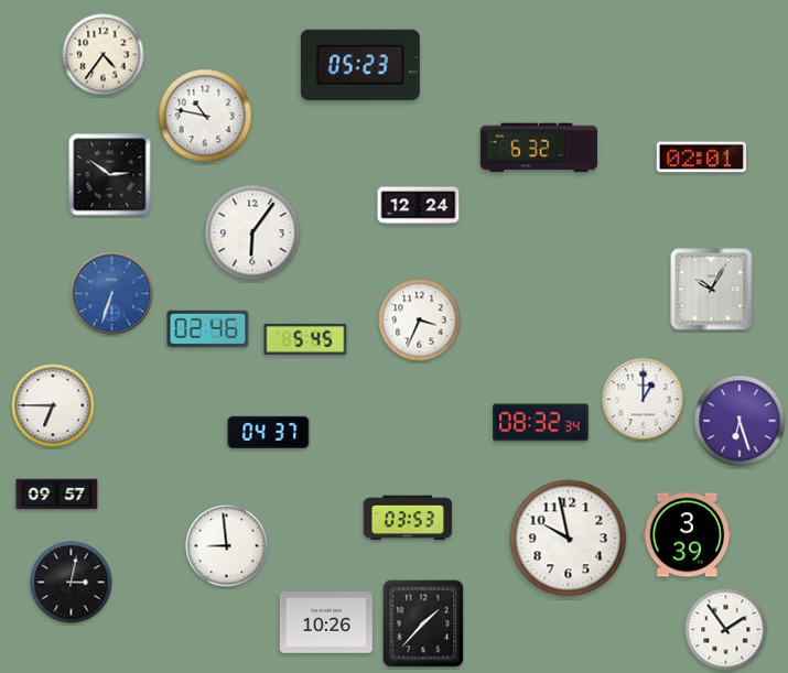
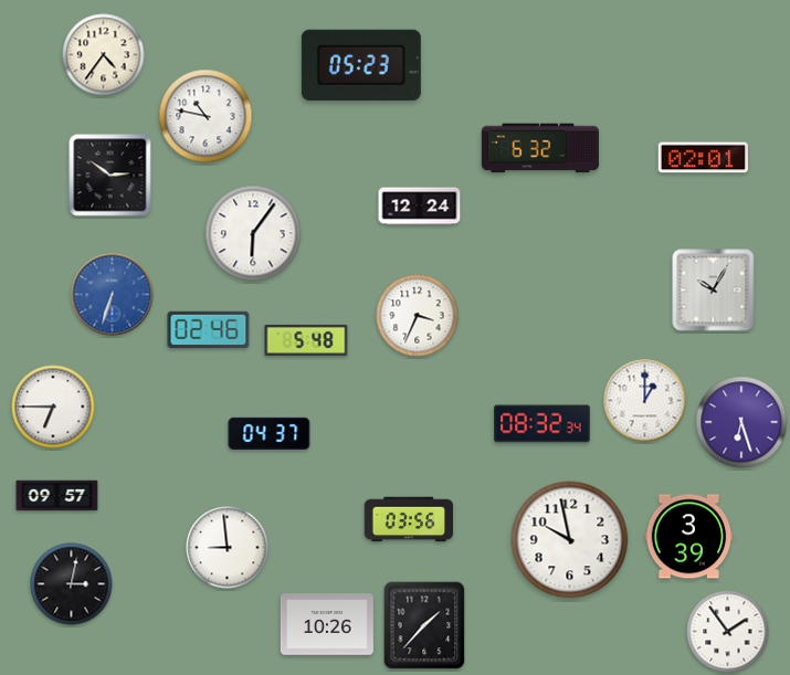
clock at (420, 321) position: (420, 321) -> (418, 316)
clock at (305, 339): 5:45 -> 5:48
clock at (408, 518): 03:53 -> 03:56
